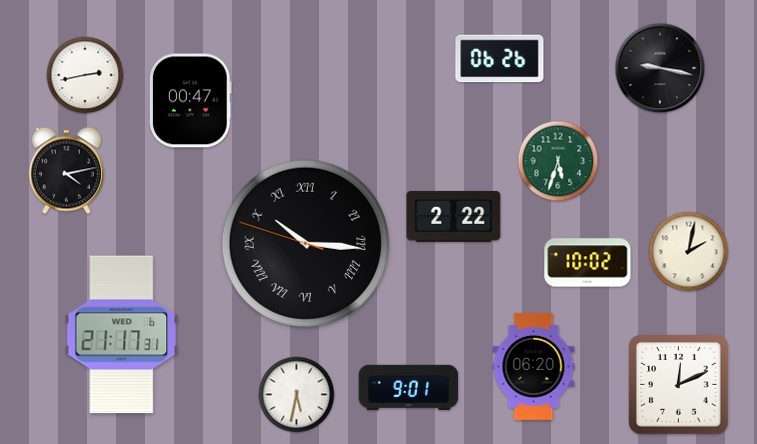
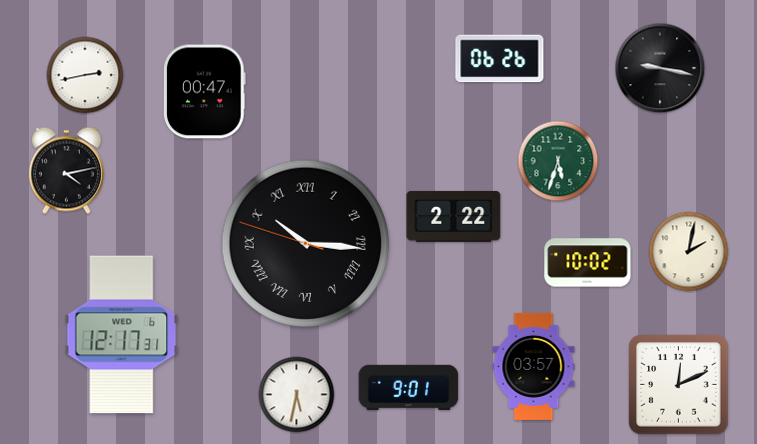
clock at (190, 101) position: (190, 101) -> (204, 92)
clock at (122, 335): 21:17 -> 12:17
clock at (534, 366): 06:20 -> 03:57
